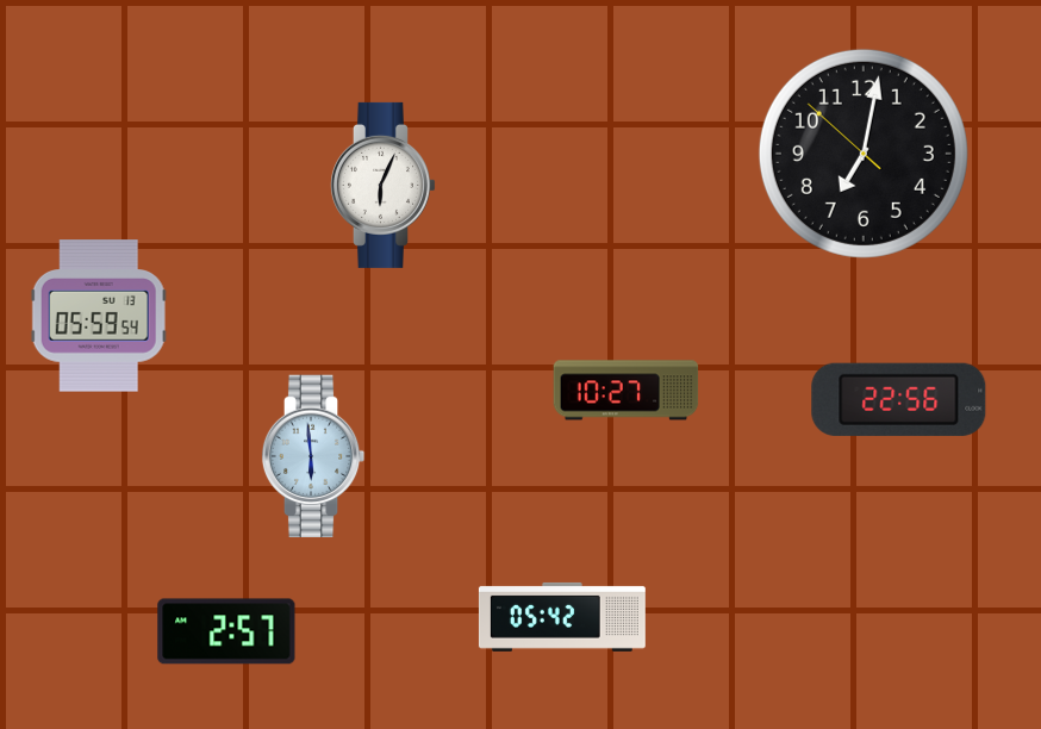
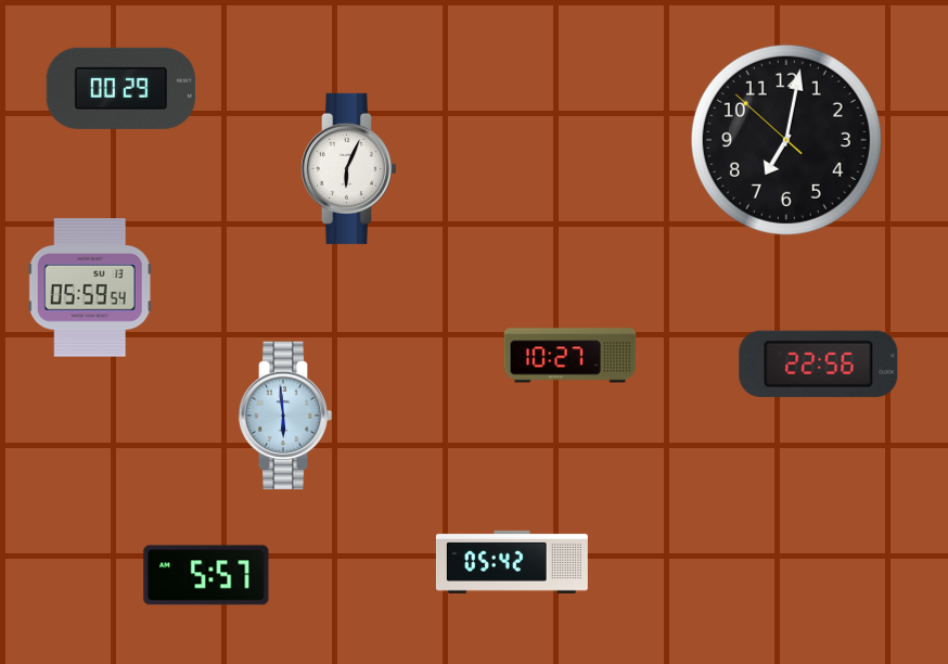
clock at (120, 88): none -> 00:29
clock at (226, 631): 2:57 -> 5:57
